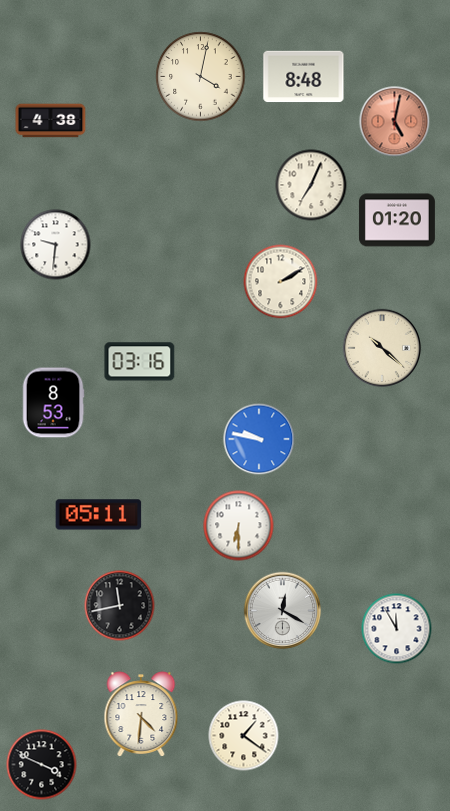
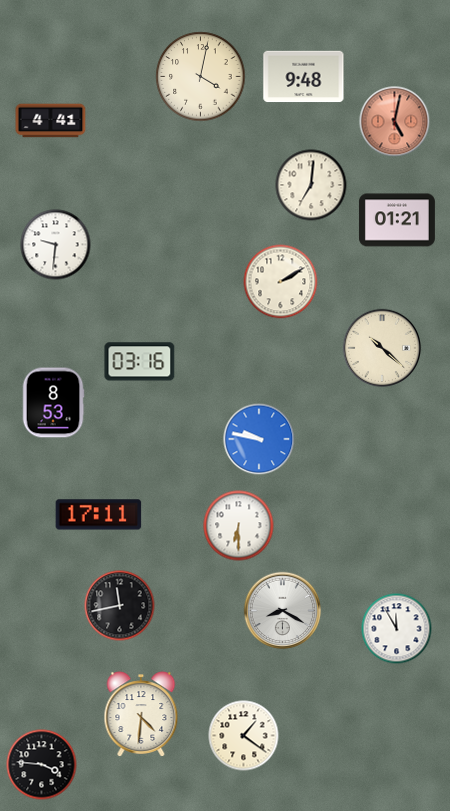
clock at (304, 77): 8:48 -> 9:48
clock at (51, 121): 4:38 -> 4:41
clock at (311, 185): 7:04 -> 7:01
clock at (397, 220): 01:20 -> 01:21
clock at (99, 515): 05:11 -> 17:11
clock at (283, 611): 12:20 -> 8:20
clock at (42, 765): 3:49 -> 3:46
